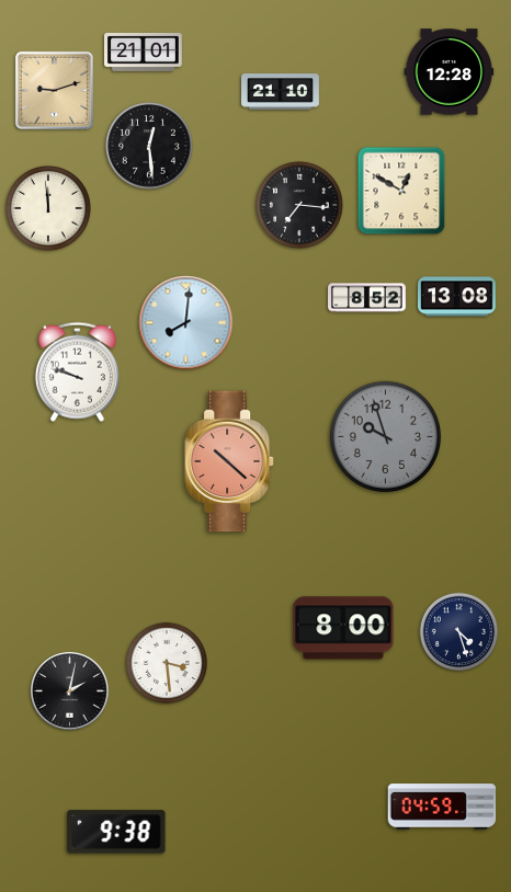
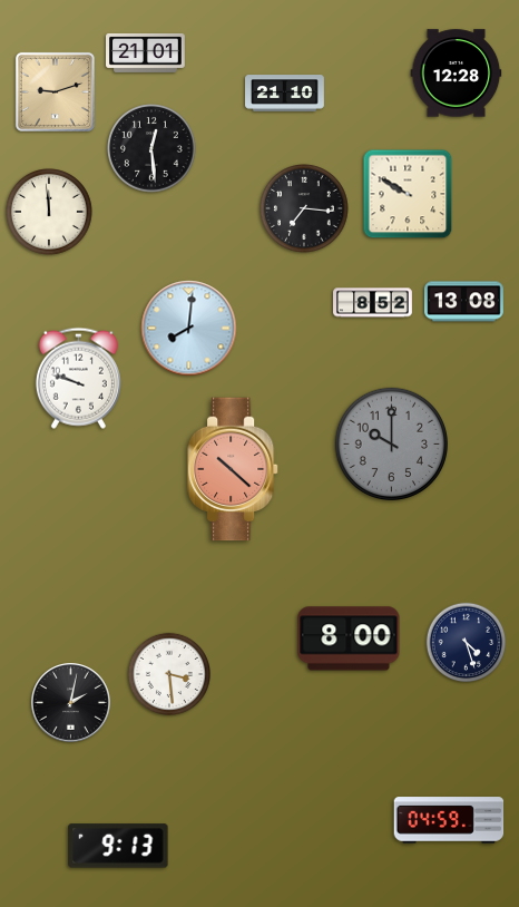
clock at (401, 191): 12:50 -> 9:50
clock at (385, 436): 9:57 -> 10:00
clock at (116, 832): 9:38 -> 9:13
